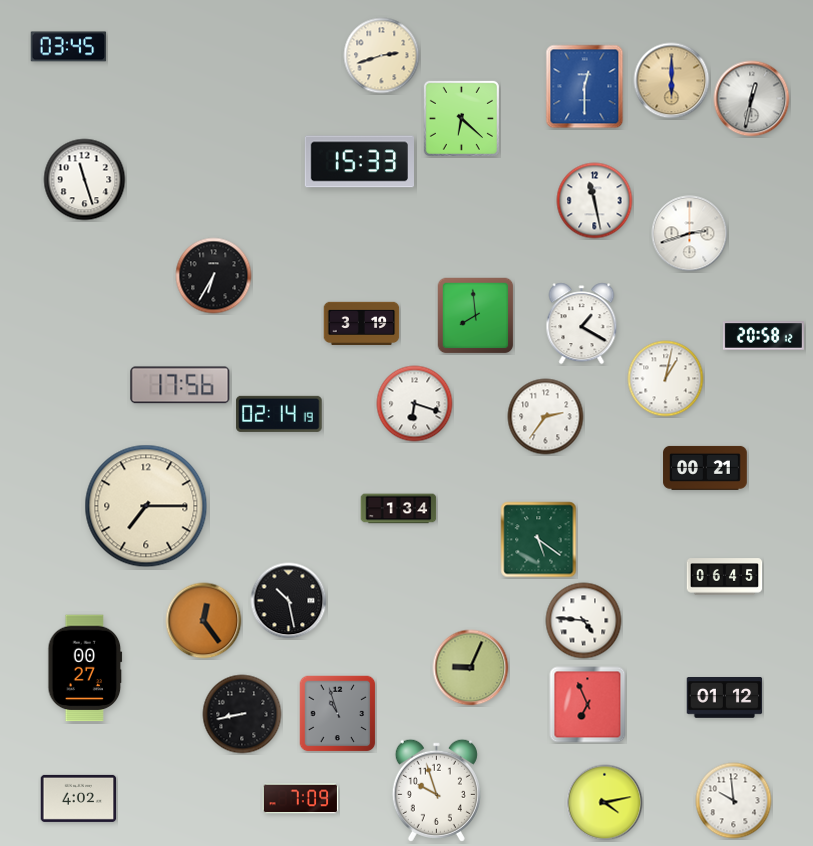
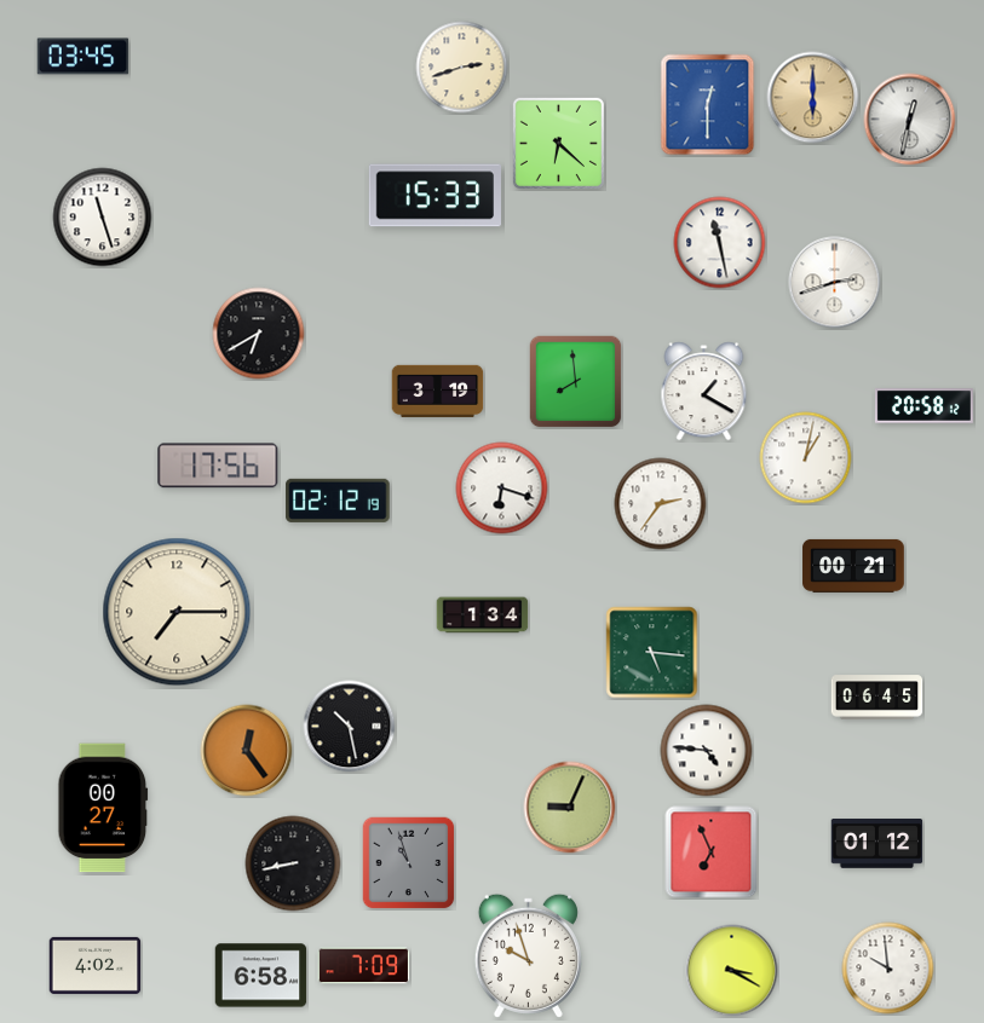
clock at (214, 276): 6:35 -> 6:40
clock at (279, 414): 02:14 -> 02:12
clock at (539, 540): 5:21 -> 5:16
clock at (605, 803): 4:13 -> 3:20
clock at (261, 976): none -> 6:58
